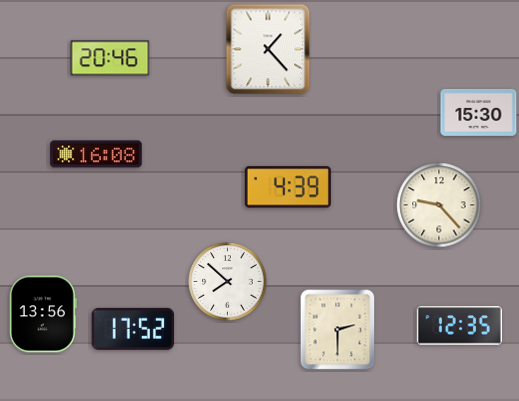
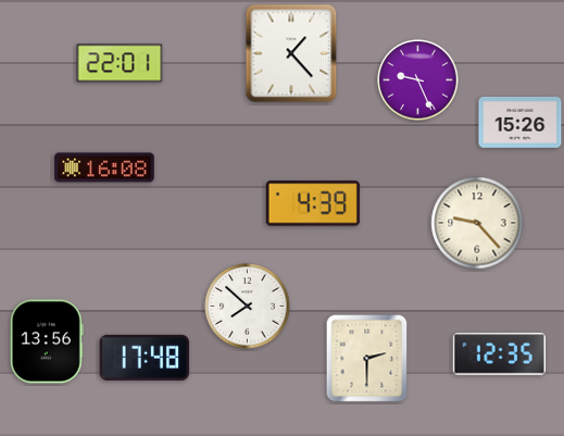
clock at (110, 58): 20:46 -> 22:01
clock at (418, 80): none -> 9:26
clock at (479, 112): 15:30 -> 15:26
clock at (133, 329): 17:52 -> 17:48
